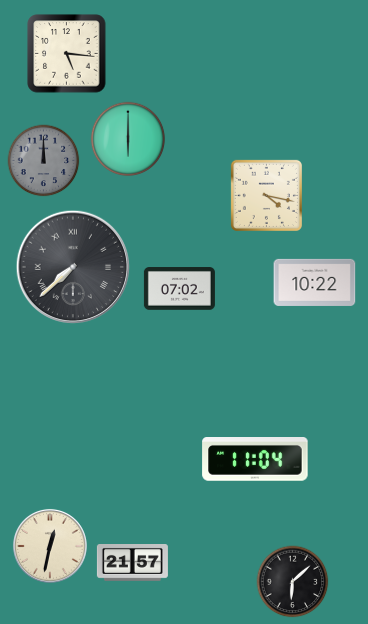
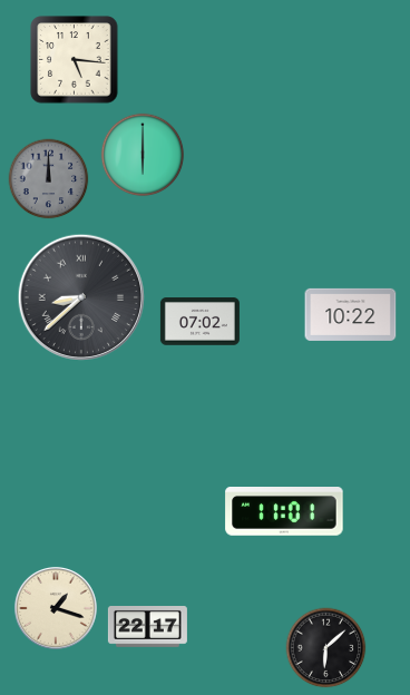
clock at (266, 195): 4:17 -> none
clock at (72, 266): 7:38 -> 8:38
clock at (255, 459): 11:04 -> 11:01
clock at (50, 546): 12:32 -> 1:18
clock at (132, 563): 21:57 -> 22:17
